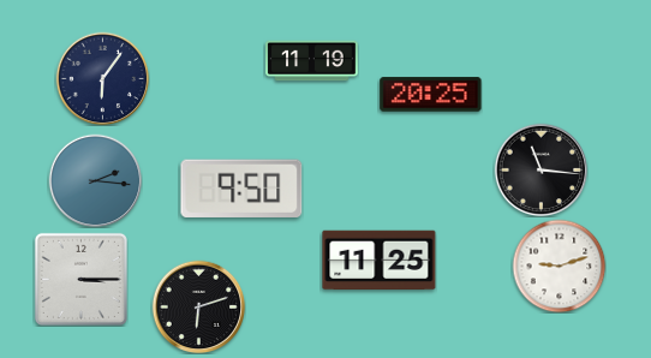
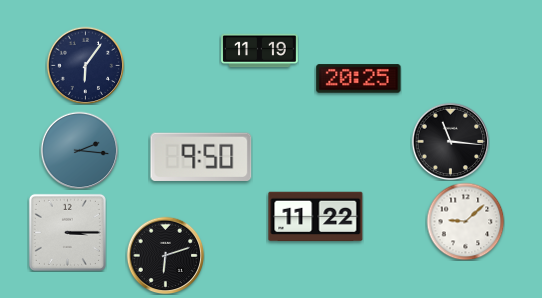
clock at (380, 261): 11:25 -> 11:22
clock at (559, 265): 9:12 -> 9:08
